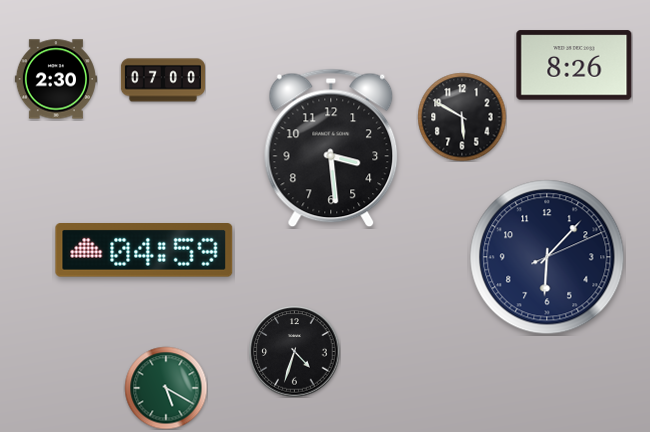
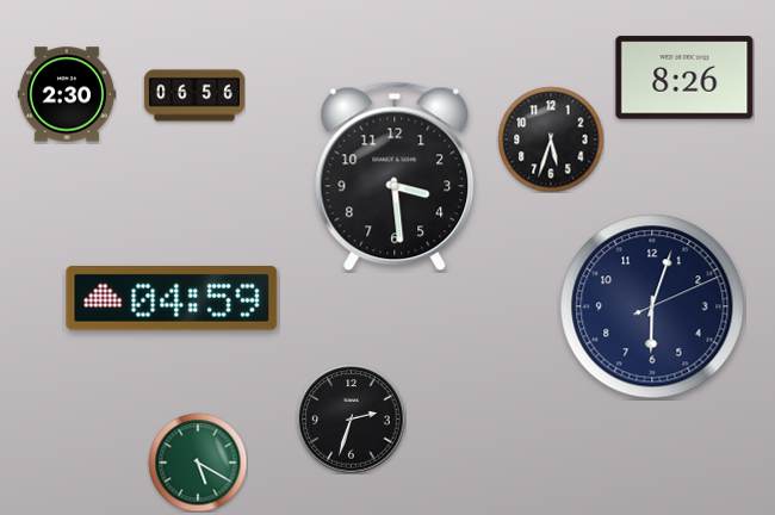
clock at (163, 80): 07:00 -> 06:56
clock at (462, 117): 5:50 -> 5:33
clock at (547, 257): 6:07 -> 6:03
clock at (294, 351): 4:33 -> 2:33
